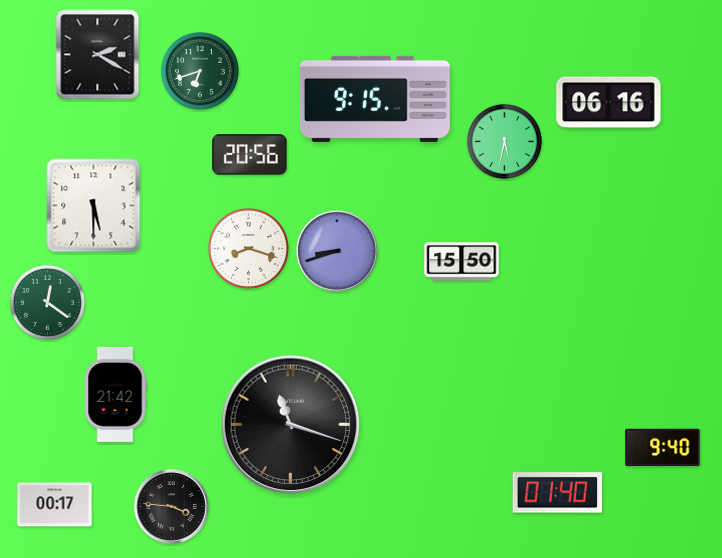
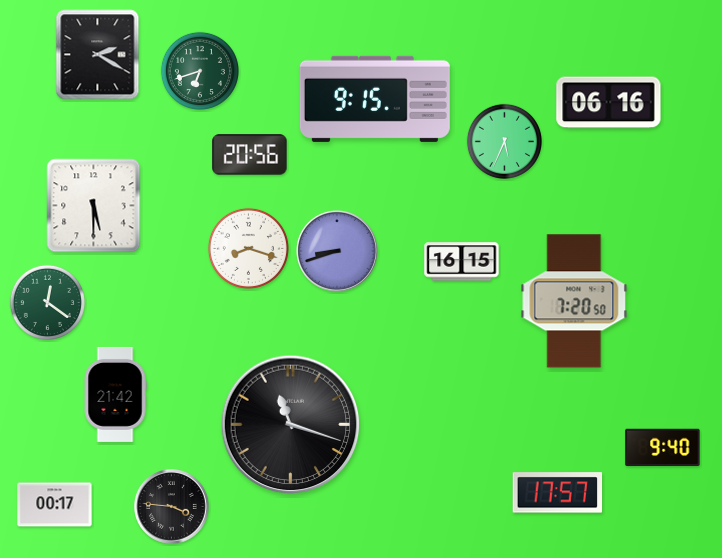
clock at (504, 141): 5:32 -> 5:34
clock at (462, 262): 15:50 -> 16:15
clock at (574, 301): none -> 7:20
clock at (558, 493): 01:40 -> 17:57
